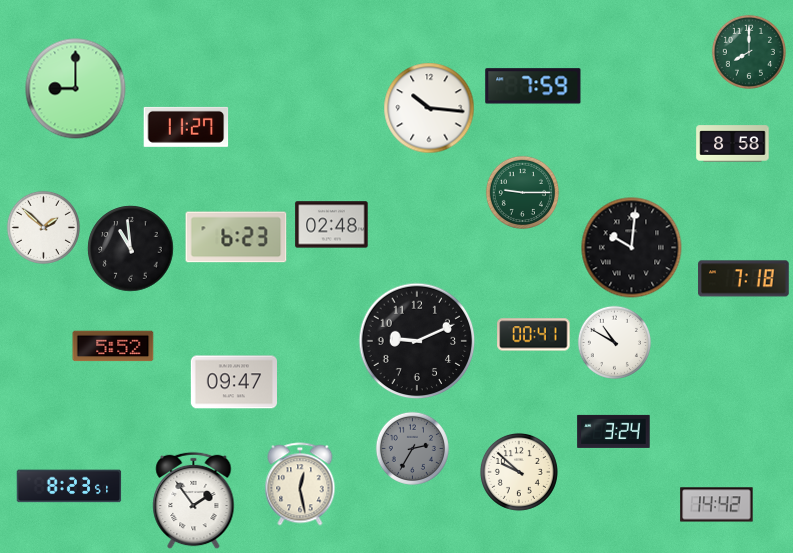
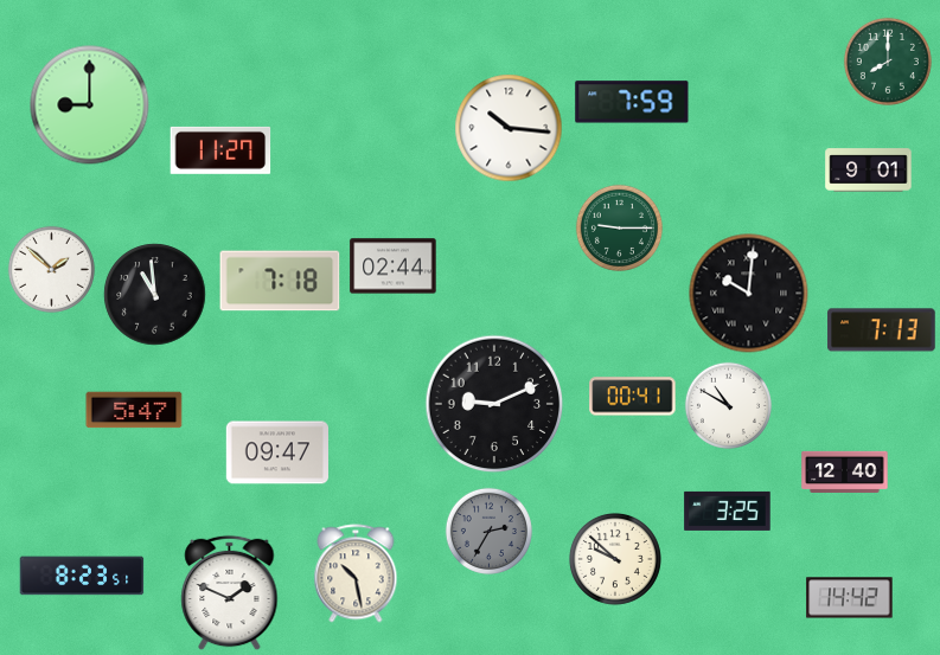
clock at (733, 144): 8:58 -> 9:01
clock at (332, 225): 02:48 -> 02:44
clock at (236, 237): 6:23 -> 7:18
clock at (744, 279): 7:18 -> 7:13
clock at (113, 346): 5:52 -> 5:47
clock at (845, 471): none -> 12:40
clock at (614, 431): 3:24 -> 3:25
clock at (300, 484): 12:28 -> 10:28
clock at (194, 501): 1:54 -> 1:49
